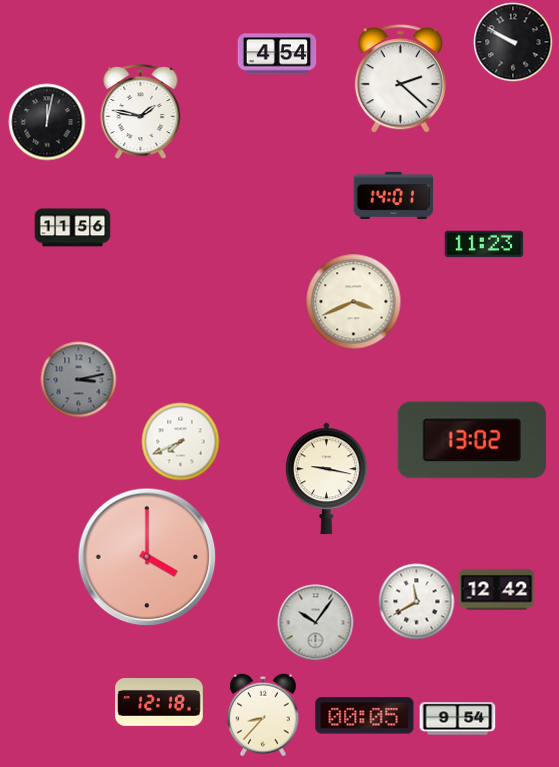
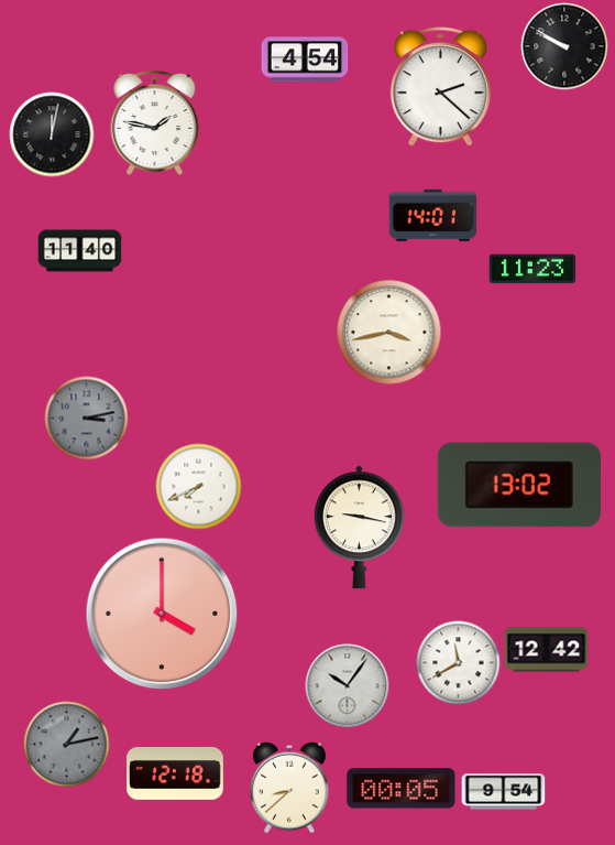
clock at (73, 228): 11:56 -> 11:40
clock at (354, 302): 3:41 -> 3:43
clock at (67, 745): none -> 1:13
clock at (263, 715): 8:37 -> 8:38
